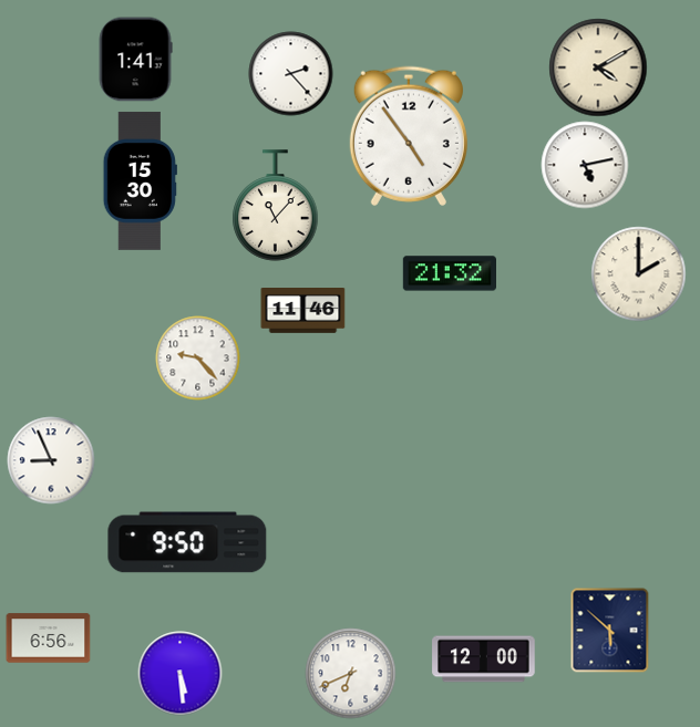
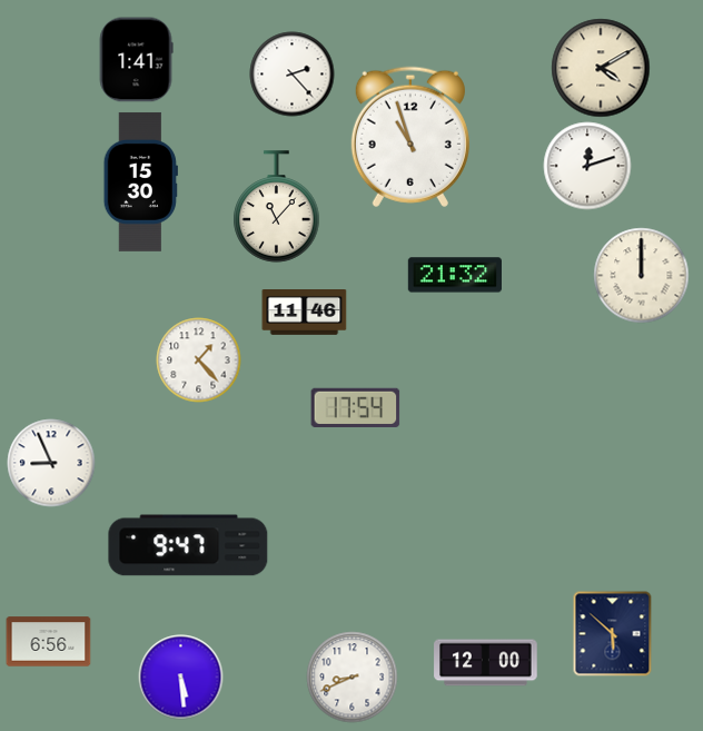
clock at (409, 136): 4:54 -> 10:57
clock at (585, 165): 5:13 -> 12:12
clock at (449, 273) position: (449, 273) -> (454, 275)
clock at (639, 274): 2:00 -> 12:00
clock at (198, 359): 9:23 -> 1:23
clock at (356, 407): none -> 17:54
clock at (187, 542): 9:50 -> 9:47
clock at (351, 674): 6:41 -> 8:41
